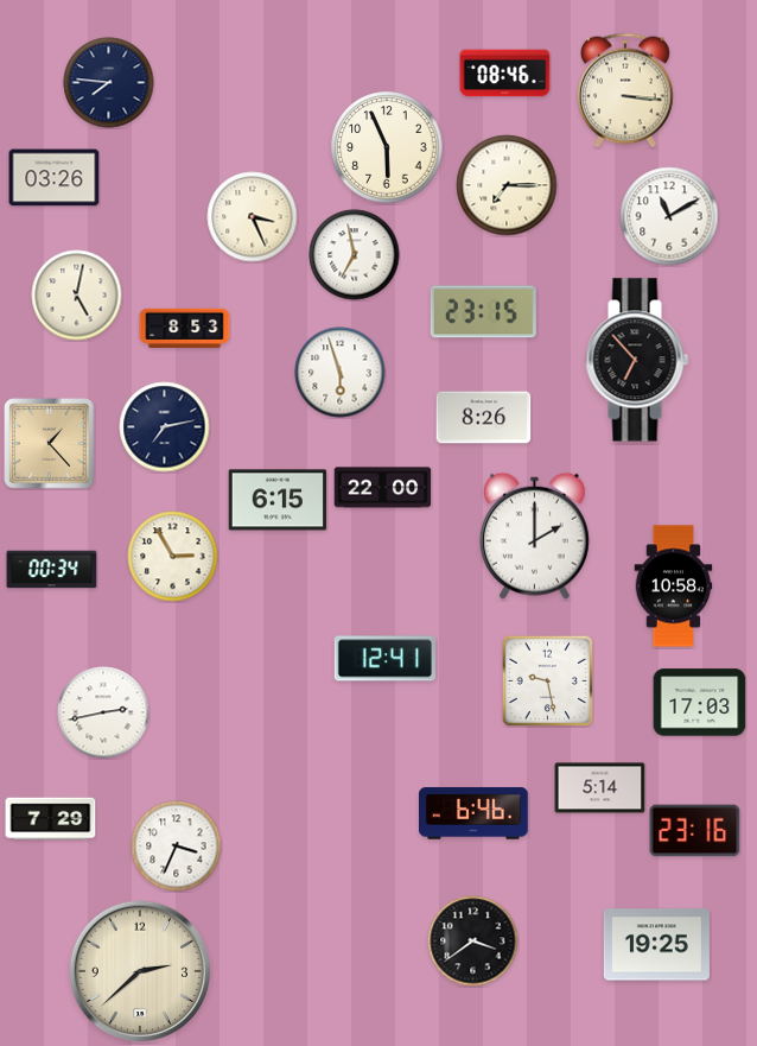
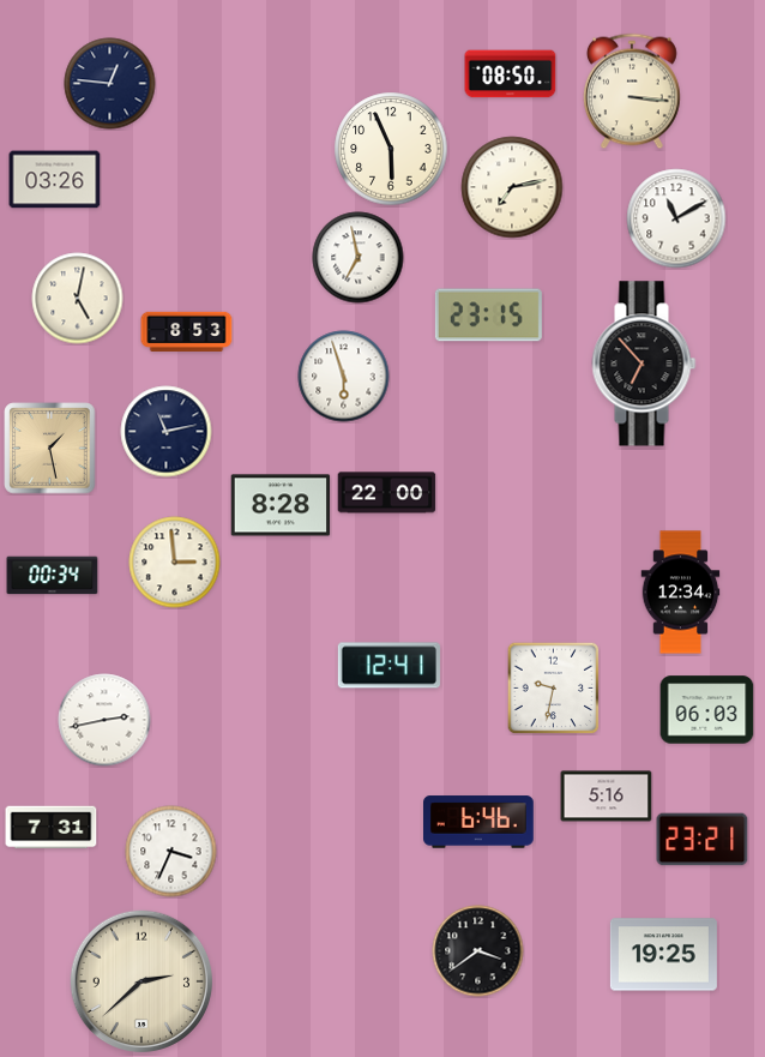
clock at (505, 74): 08:46 -> 08:50
clock at (109, 83): 7:46 -> 12:46
clock at (507, 185): 7:15 -> 7:13
clock at (253, 217): 3:26 -> none
clock at (484, 418): 8:26 -> none
clock at (165, 427): 7:13 -> 11:13
clock at (50, 444): 1:23 -> 1:28
clock at (278, 500): 6:15 -> 8:28
clock at (534, 535): 2:00 -> none
clock at (173, 557): 2:55 -> 2:59
clock at (674, 587): 10:58 -> 12:34
clock at (547, 680): 9:28 -> 9:32
clock at (700, 703): 17:03 -> 06:03
clock at (600, 788): 5:14 -> 5:16
clock at (51, 819): 7:29 -> 7:31
clock at (695, 831): 23:16 -> 23:21
clock at (177, 847) position: (177, 847) -> (171, 852)
